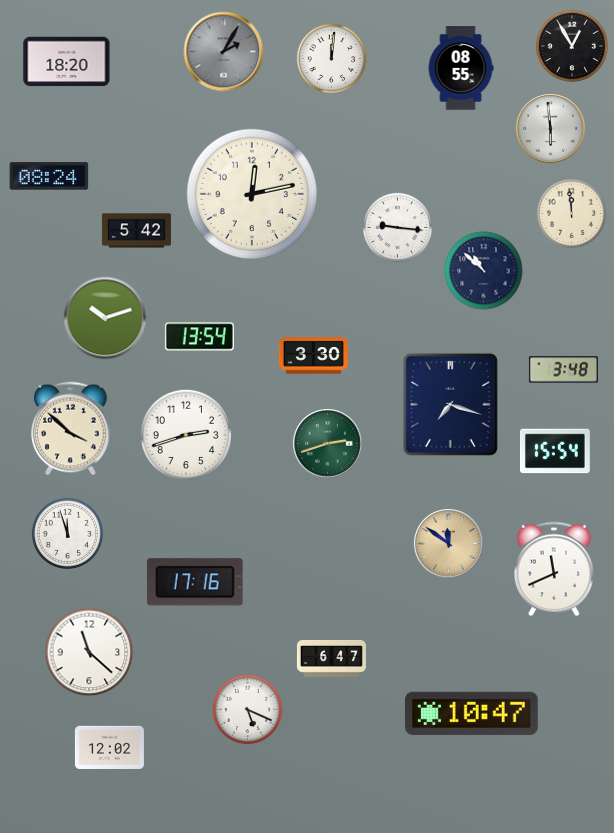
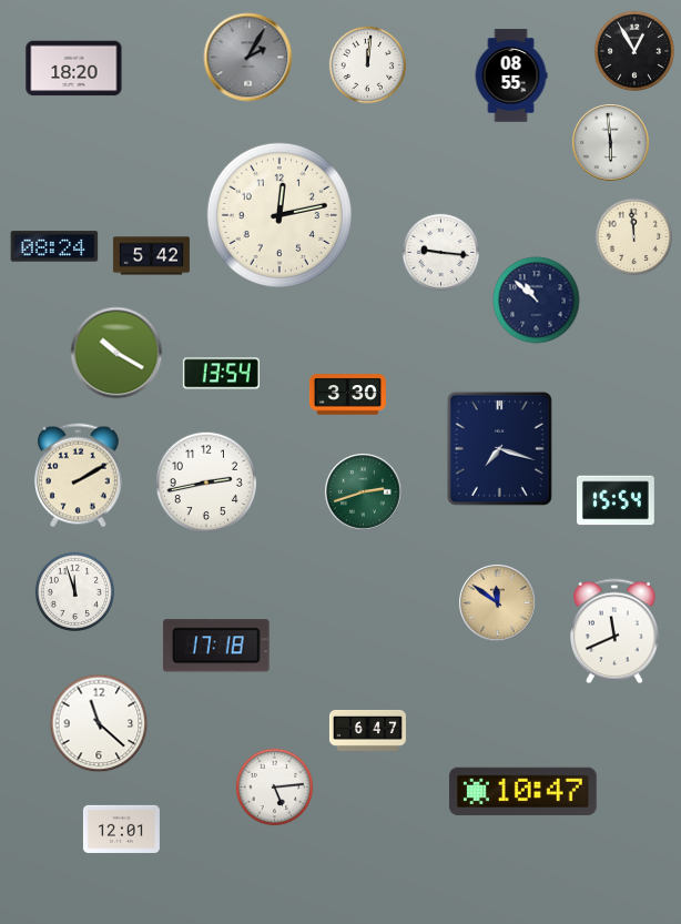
clock at (49, 176) position: (49, 176) -> (54, 246)
clock at (105, 318): 10:12 -> 10:20
clock at (563, 370): 3:48 -> none
clock at (71, 429): 3:52 -> 2:10
clock at (185, 434): 2:42 -> 2:43
clock at (195, 582): 17:16 -> 17:18
clock at (248, 710): 5:19 -> 5:14
clock at (109, 747): 12:02 -> 12:01
